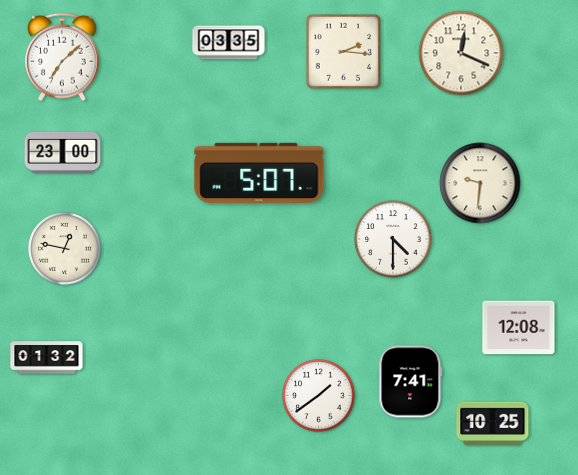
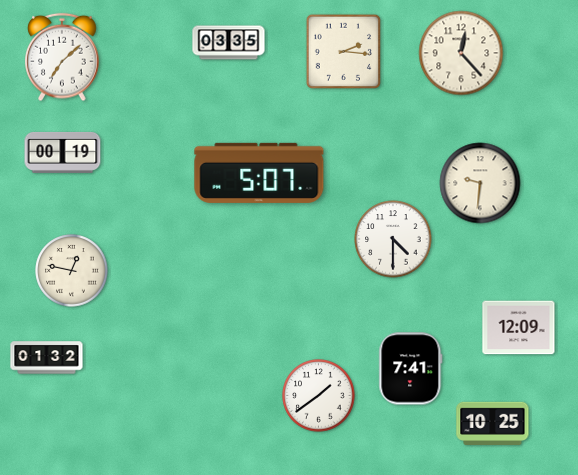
clock at (461, 53): 12:19 -> 12:23
clock at (63, 152): 23:00 -> 00:19
clock at (65, 249) position: (65, 249) -> (72, 271)
clock at (519, 328): 12:08 -> 12:09
clock at (411, 382) position: (411, 382) -> (411, 369)
